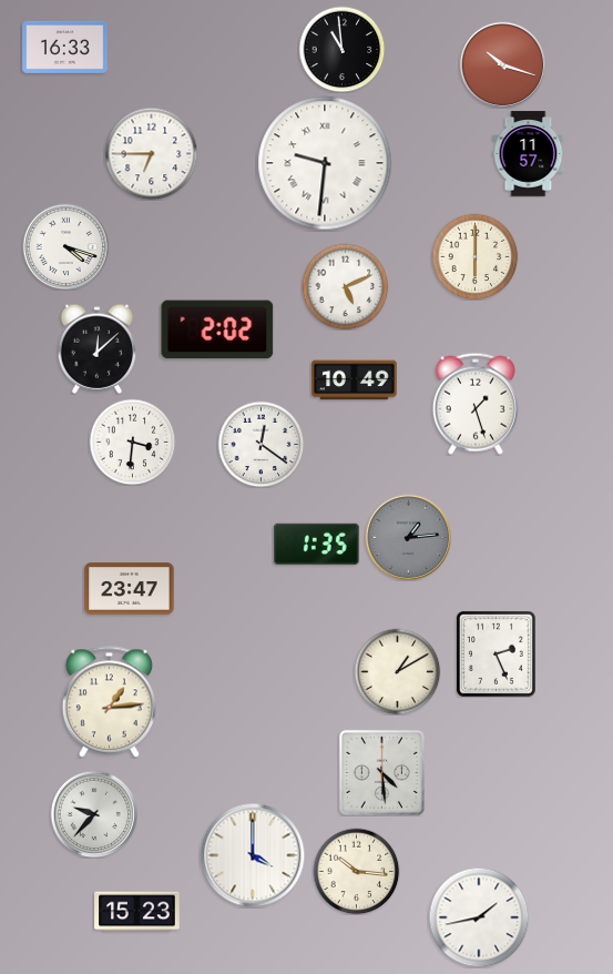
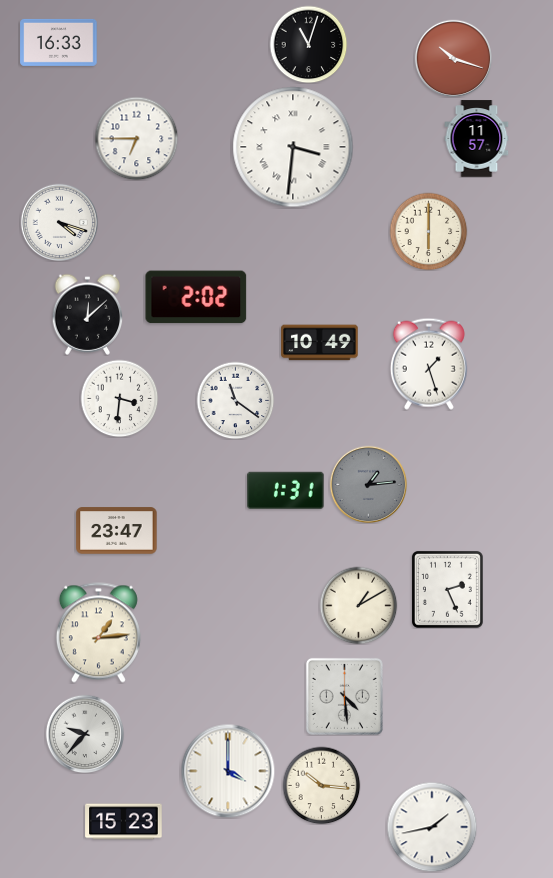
clock at (341, 49): 10:59 -> 11:03
clock at (325, 163): 9:31 -> 3:31
clock at (345, 286): 5:11 -> none
clock at (260, 444): 12:21 -> 11:21
clock at (317, 544): 1:35 -> 1:31
